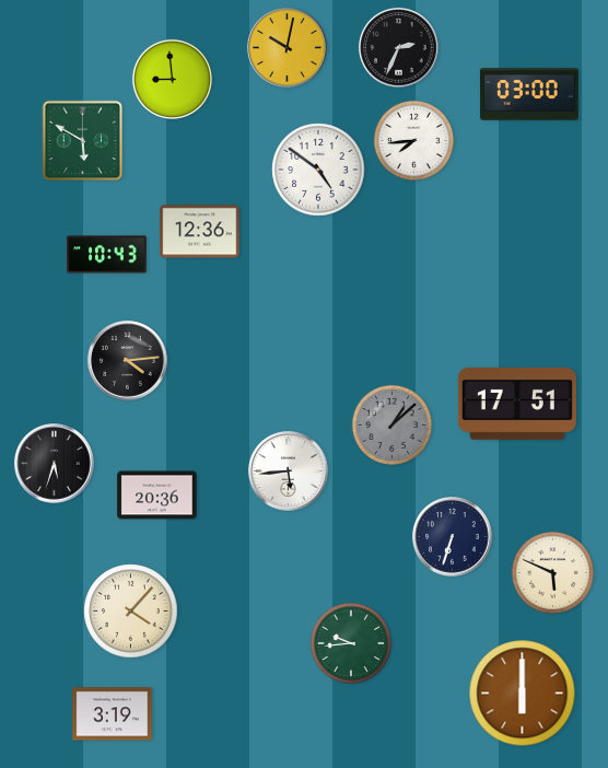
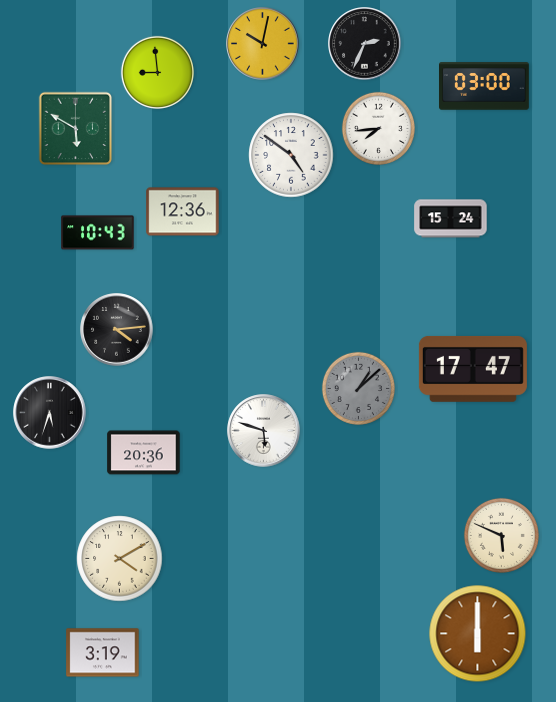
clock at (451, 219): none -> 15:24
clock at (517, 404): 17:51 -> 17:47
clock at (55, 464) position: (55, 464) -> (50, 413)
clock at (289, 472): 5:44 -> 5:48
clock at (453, 537): 6:33 -> none
clock at (552, 572) position: (552, 572) -> (501, 535)
clock at (131, 612): 4:07 -> 4:10
clock at (351, 643): 9:44 -> none
